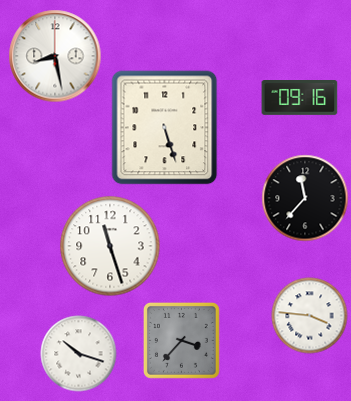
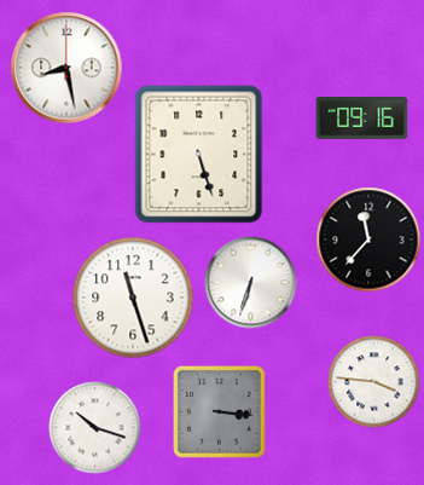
clock at (251, 283): none -> 6:33
clock at (181, 340): 3:37 -> 3:16
